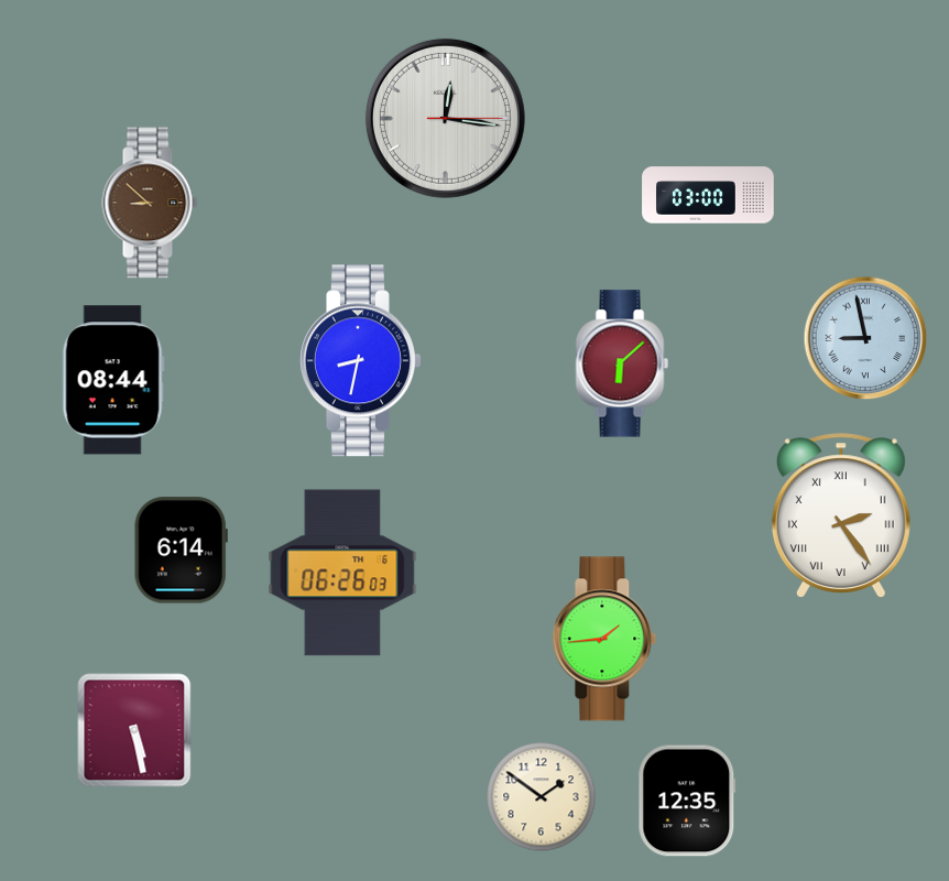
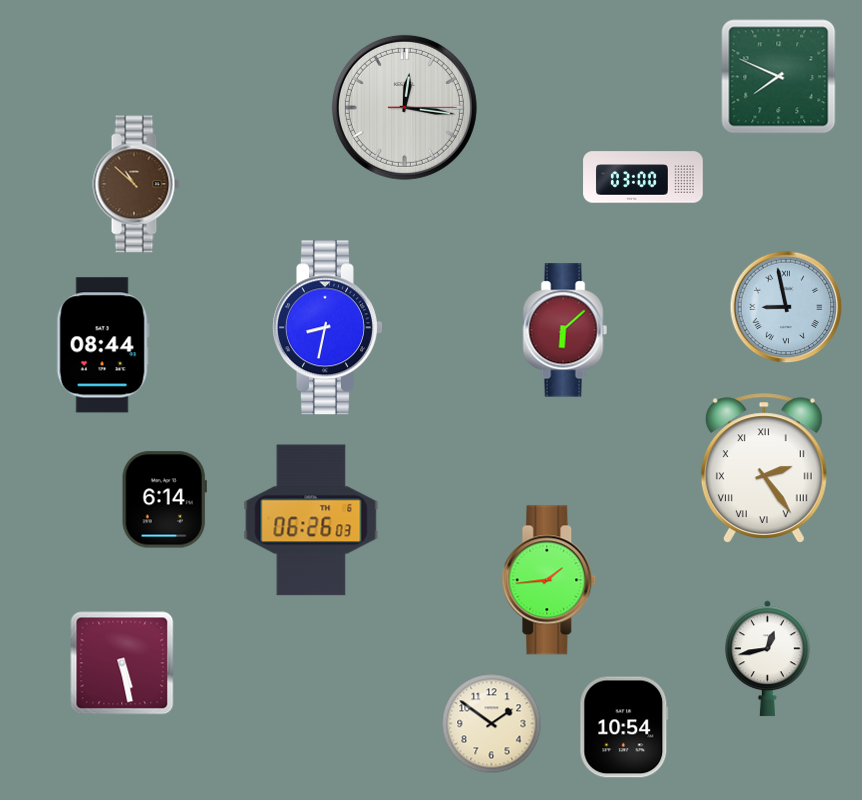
clock at (779, 77): none -> 7:49
clock at (150, 203): 8:52 -> 10:52
clock at (768, 659): none -> 12:43
clock at (687, 801): 12:35 -> 10:54
